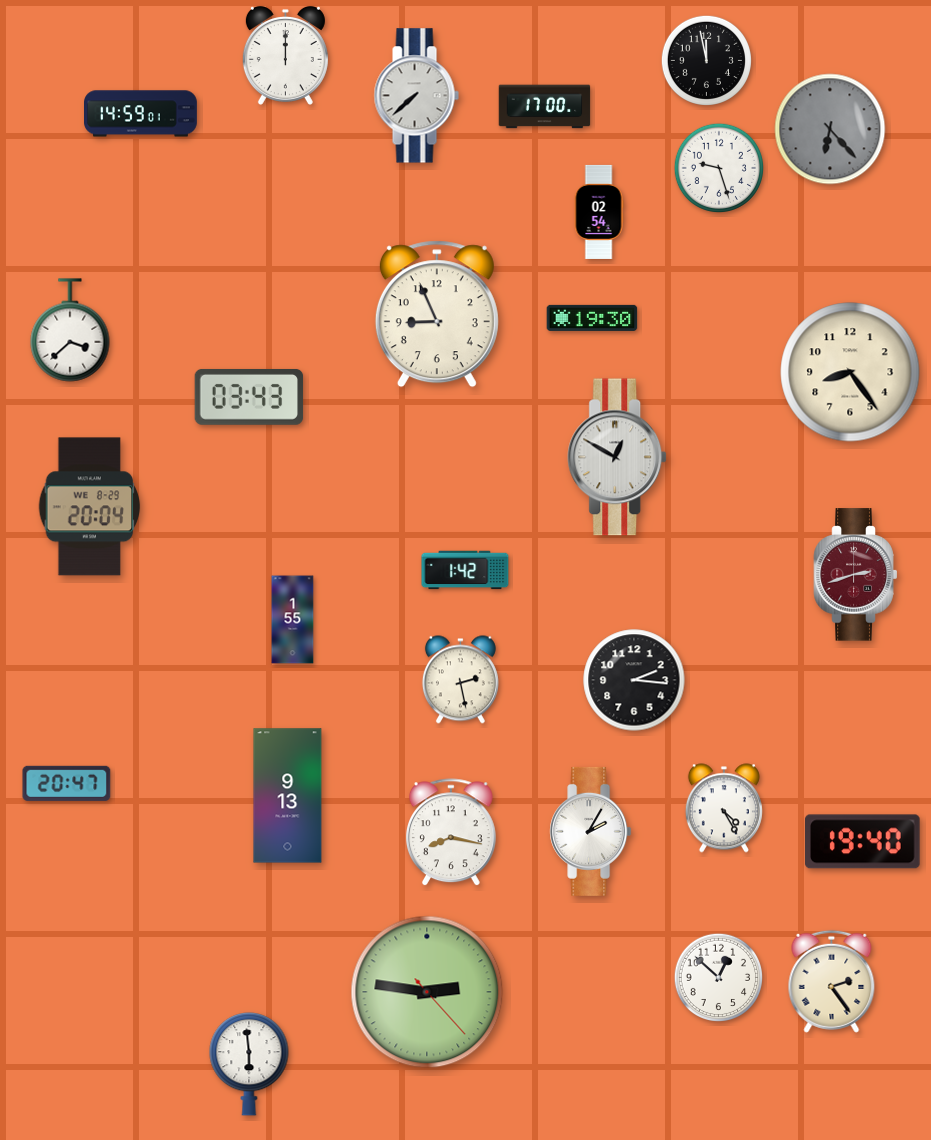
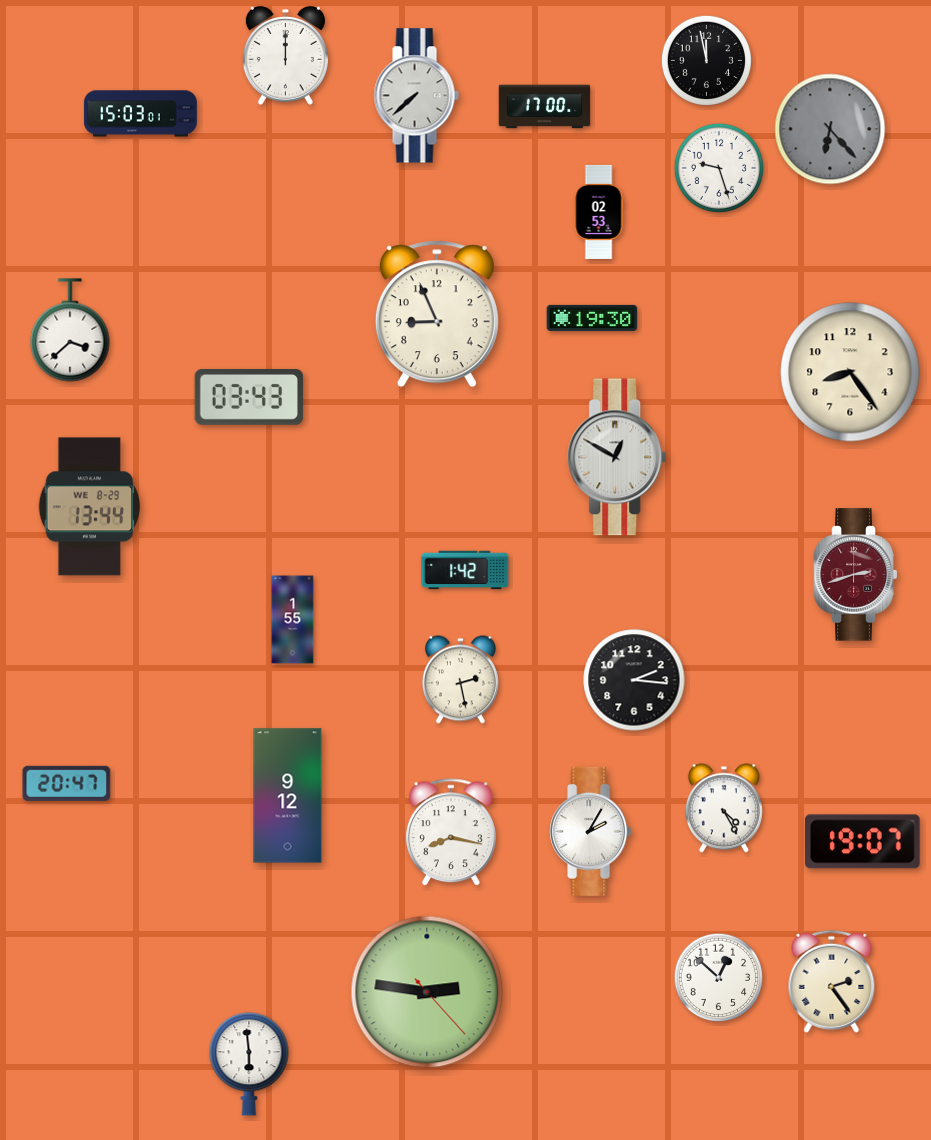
clock at (141, 114): 14:59 -> 15:03
clock at (599, 212): 02:54 -> 02:53
clock at (90, 507): 20:04 -> 13:44
clock at (288, 796): 9:13 -> 9:12
clock at (863, 842): 19:40 -> 19:07
